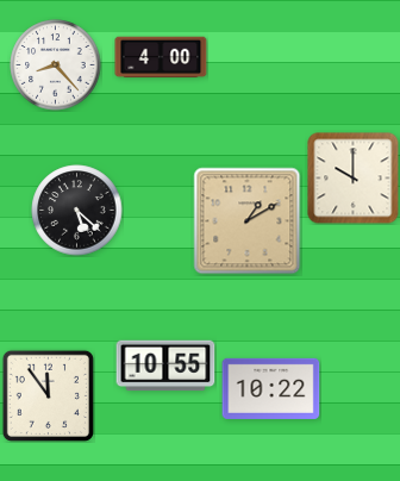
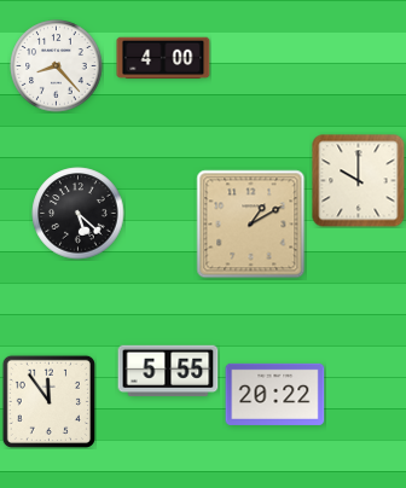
clock at (165, 366): 10:55 -> 5:55
clock at (271, 388): 10:22 -> 20:22
